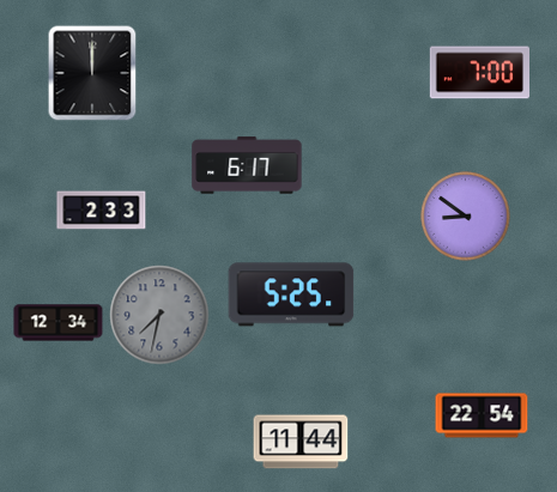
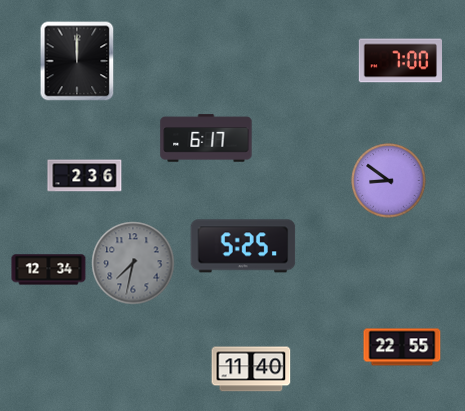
clock at (102, 211): 2:33 -> 2:36
clock at (482, 415): 22:54 -> 22:55
clock at (301, 442): 11:44 -> 11:40
